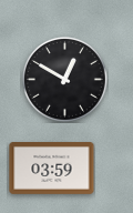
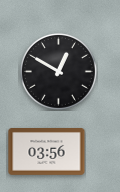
clock at (52, 169): 03:59 -> 03:56
